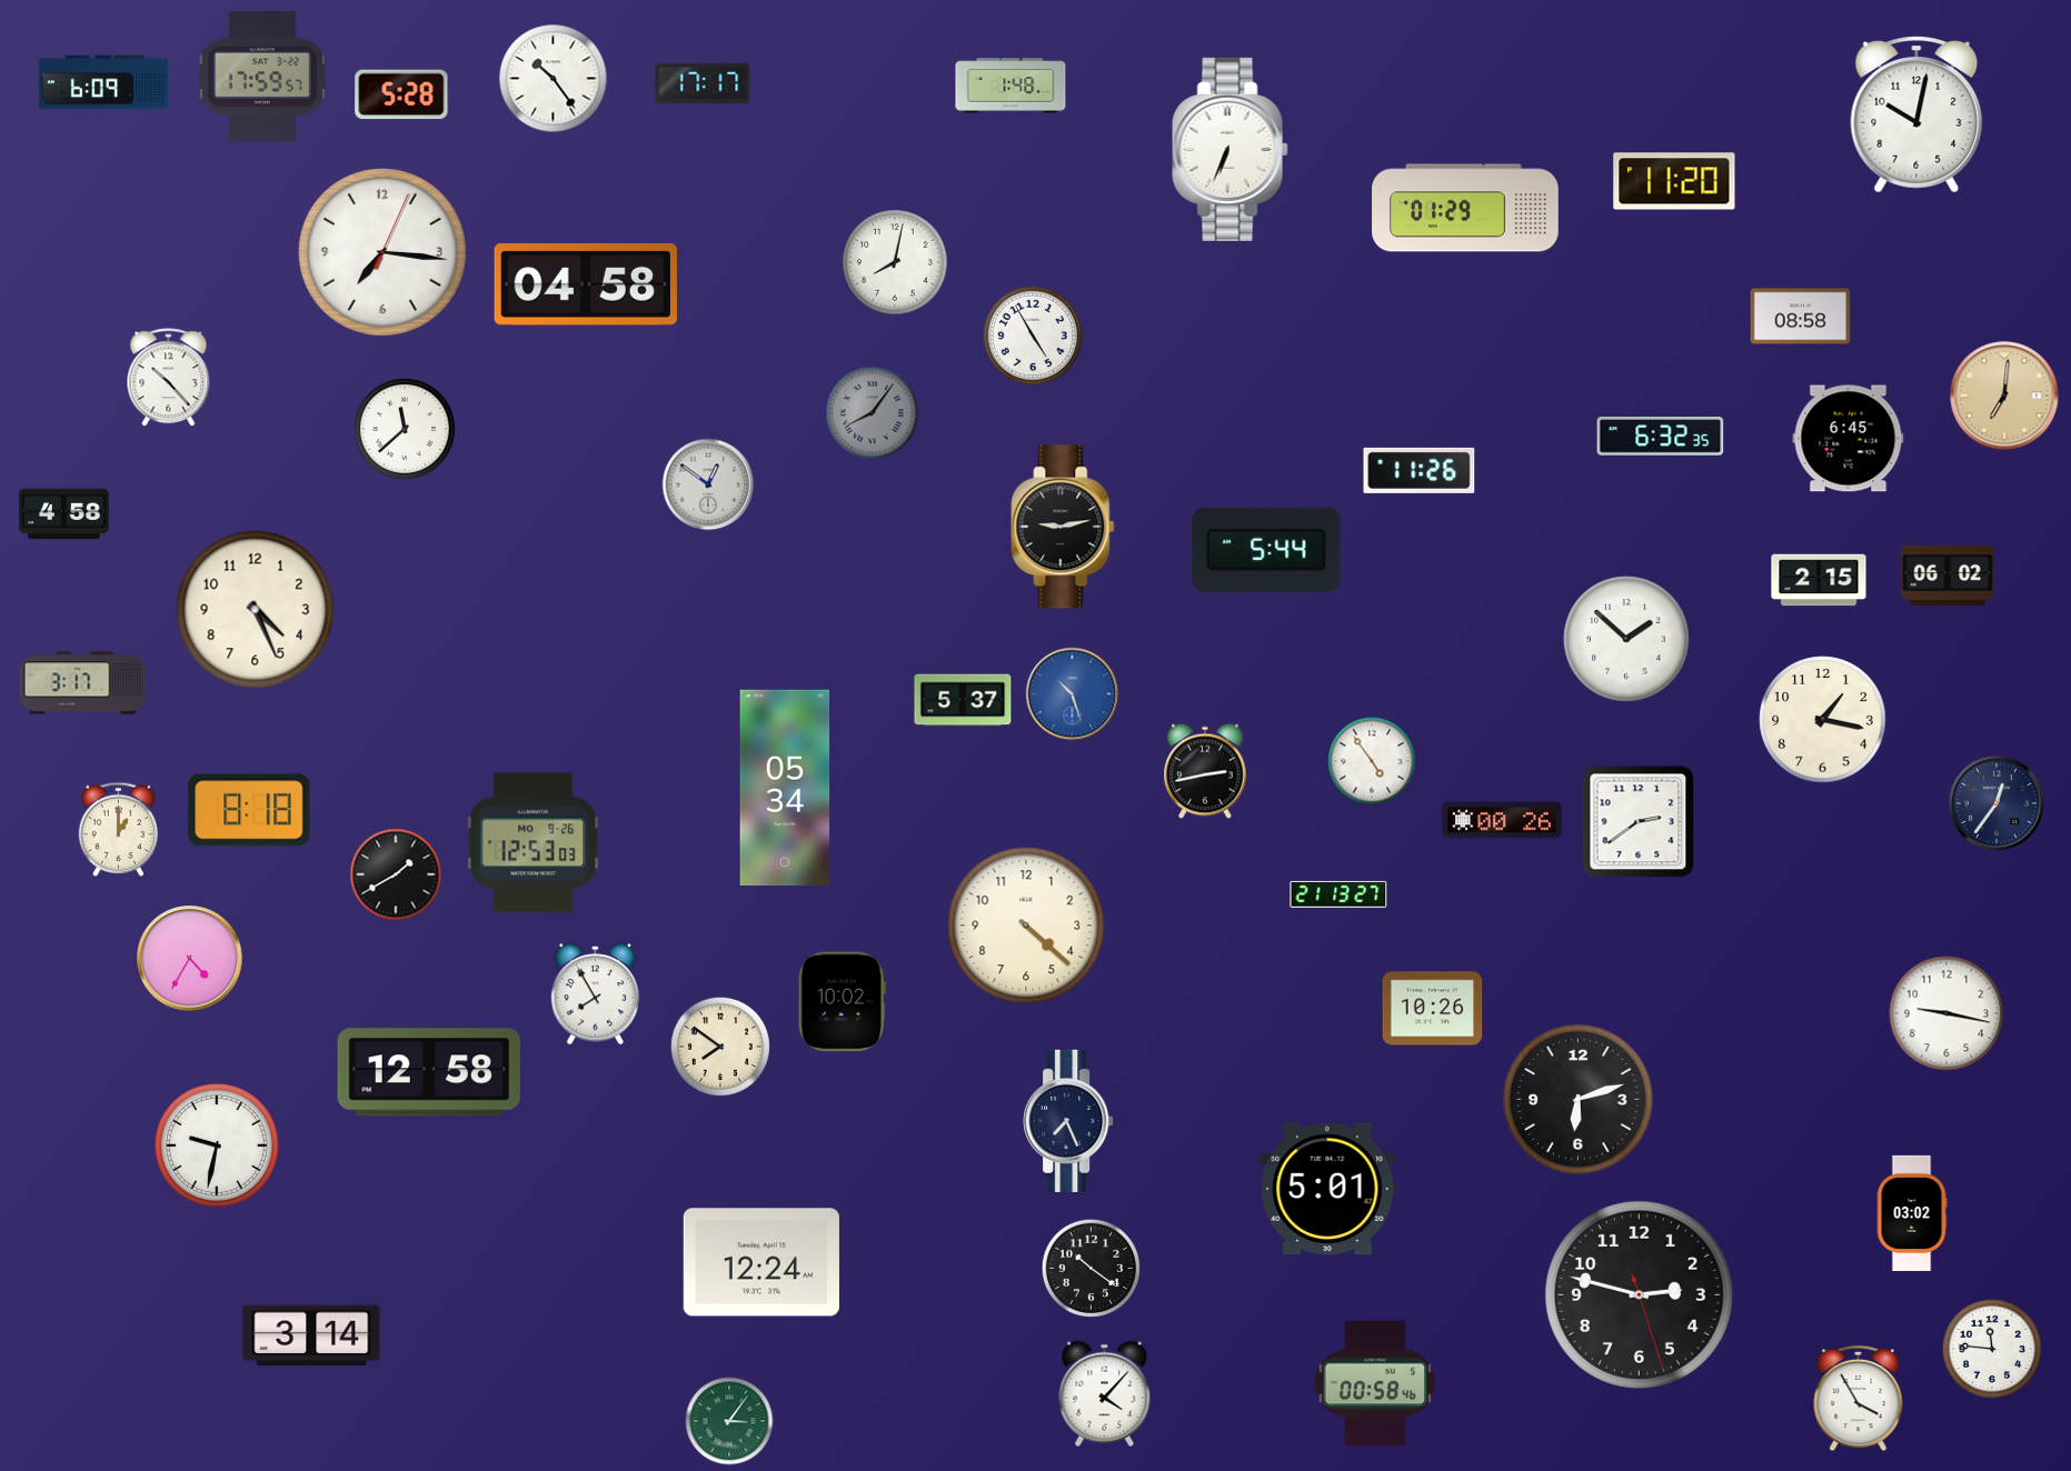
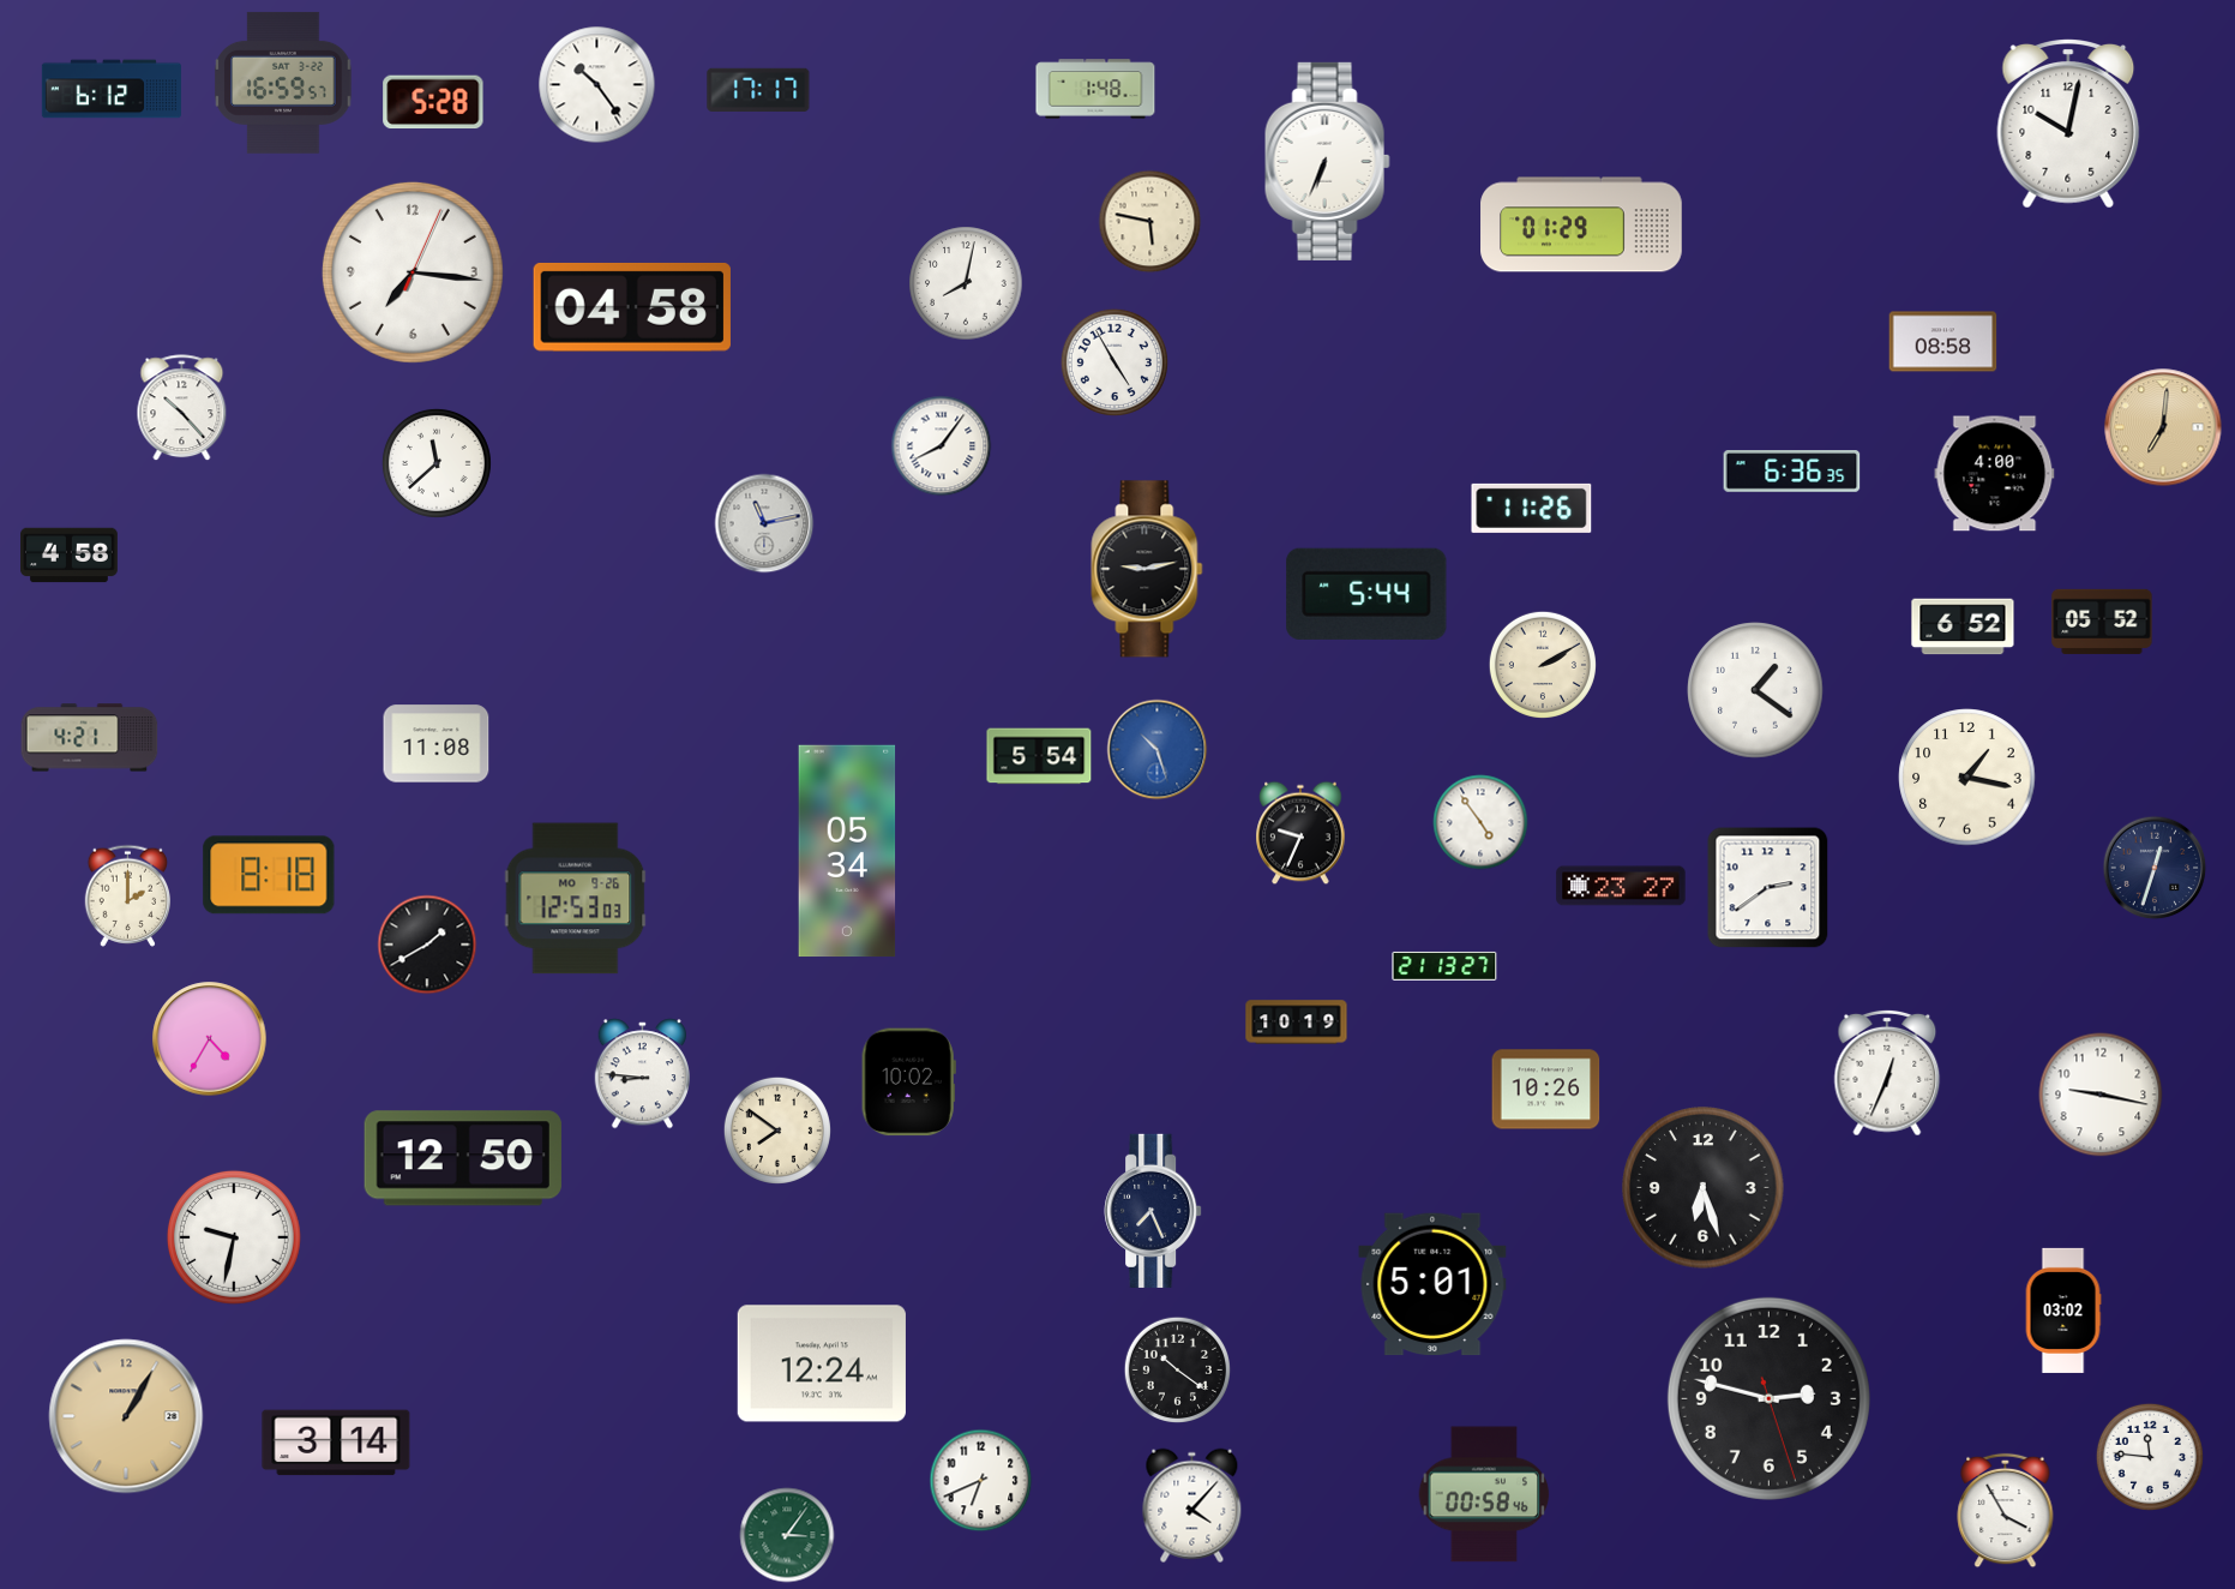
clock at (262, 77): 17:59 -> 16:59
clock at (103, 82): 6:09 -> 6:12
clock at (1010, 86) position: (1010, 86) -> (1095, 89)
clock at (1674, 181): 11:20 -> none
clock at (1150, 222): none -> 5:47
clock at (873, 413) dial: grey -> white
clock at (1661, 437): 6:32 -> 6:36
clock at (1849, 439): 6:45 -> 4:00
clock at (708, 484): 12:51 -> 11:13
clock at (1948, 576): 06:02 -> 05:52
clock at (1819, 580): 2:15 -> 6:52
clock at (256, 610): 4:26 -> none
clock at (1543, 665): none -> 2:10
clock at (1626, 639): 1:52 -> 1:21
clock at (83, 683): 3:17 -> 4:21
clock at (437, 744): none -> 11:08
clock at (963, 700): 5:37 -> 5:54
clock at (1205, 771): 2:43 -> 9:34
clock at (1997, 803): 12:36 -> 12:33
clock at (1502, 820): 00:26 -> 23:27
clock at (119, 829): 1:00 -> 2:00
clock at (534, 843) position: (534, 843) -> (576, 899)
clock at (1026, 925): 4:22 -> none
clock at (1297, 1023): none -> 10:19
clock at (190, 959) position: (190, 959) -> (210, 1039)
clock at (1887, 1073): none -> 12:34
clock at (595, 994): 7:55 -> 8:46
clock at (429, 1072): 12:58 -> 12:50
clock at (1579, 1100): 6:12 -> 6:27
clock at (126, 1416): none -> 1:05
clock at (981, 1481): none -> 6:41
